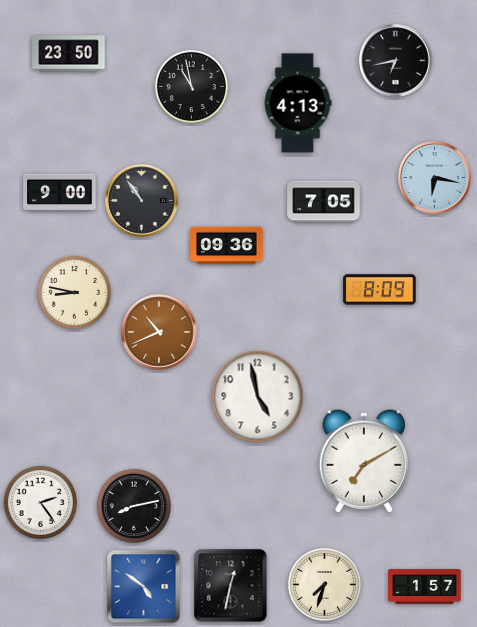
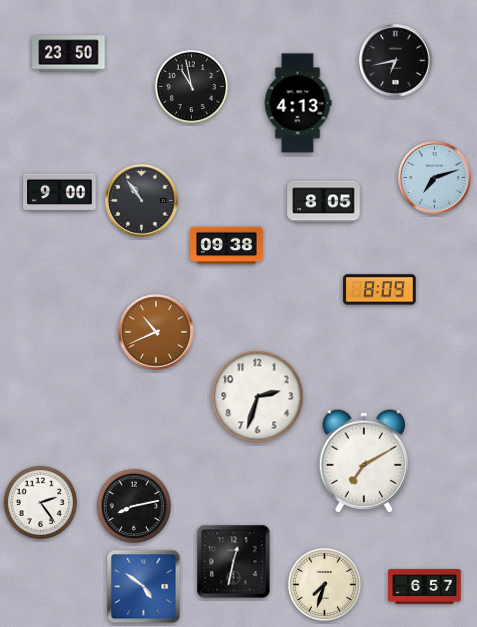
clock at (435, 178): 6:17 -> 7:12
clock at (324, 202): 7:05 -> 8:05
clock at (227, 246): 09:36 -> 09:38
clock at (74, 292): 8:47 -> none
clock at (159, 332) position: (159, 332) -> (156, 332)
clock at (258, 397): 4:58 -> 2:33
clock at (231, 586) position: (231, 586) -> (234, 562)
clock at (425, 587): 1:57 -> 6:57
